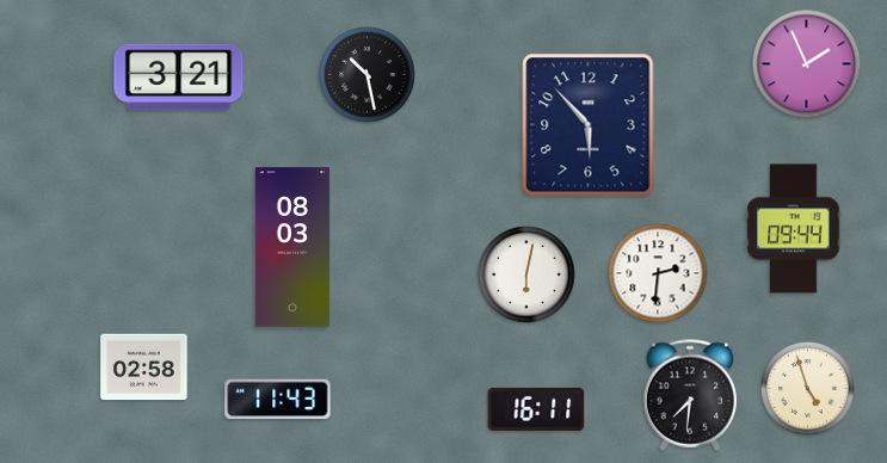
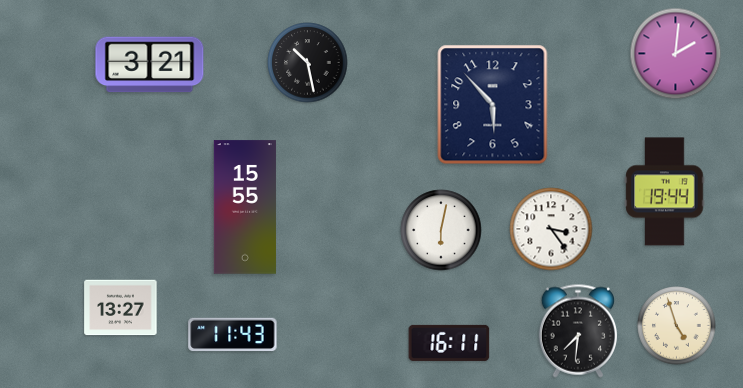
clock at (807, 64): 1:56 -> 2:01
clock at (794, 229): 09:44 -> 19:44
clock at (292, 247): 08:03 -> 15:55
clock at (658, 273): 2:31 -> 3:24
clock at (144, 368): 02:58 -> 13:27
